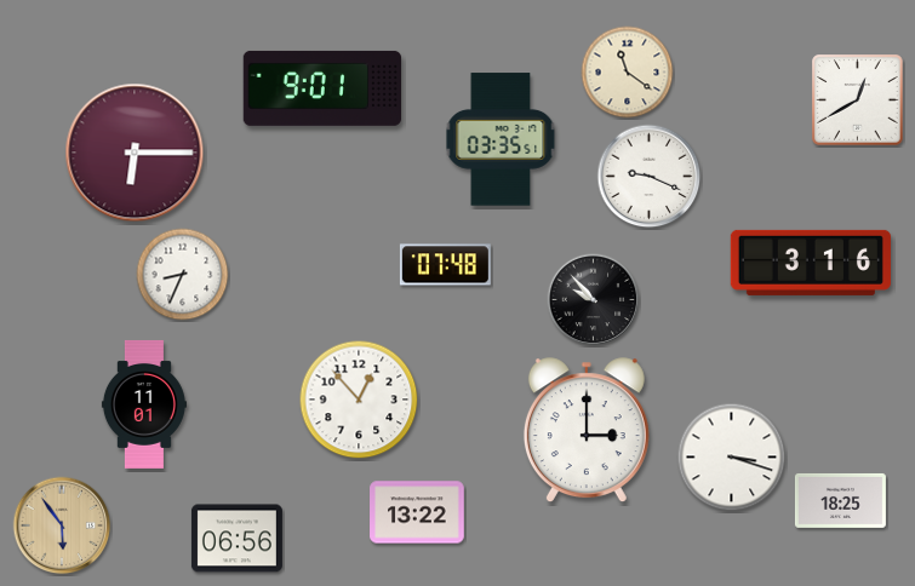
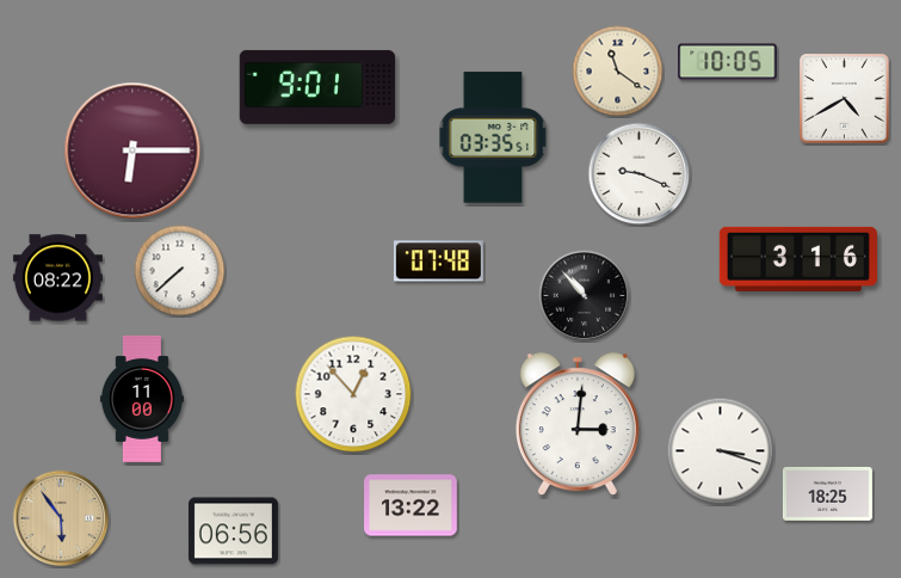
clock at (728, 62): none -> 10:05
clock at (858, 100): 12:40 -> 4:40
clock at (183, 275): 8:34 -> 7:38
clock at (57, 278): none -> 08:22
clock at (594, 300): 9:53 -> 10:53
clock at (144, 404): 11:01 -> 11:00
clock at (587, 431): 3:00 -> 3:01
